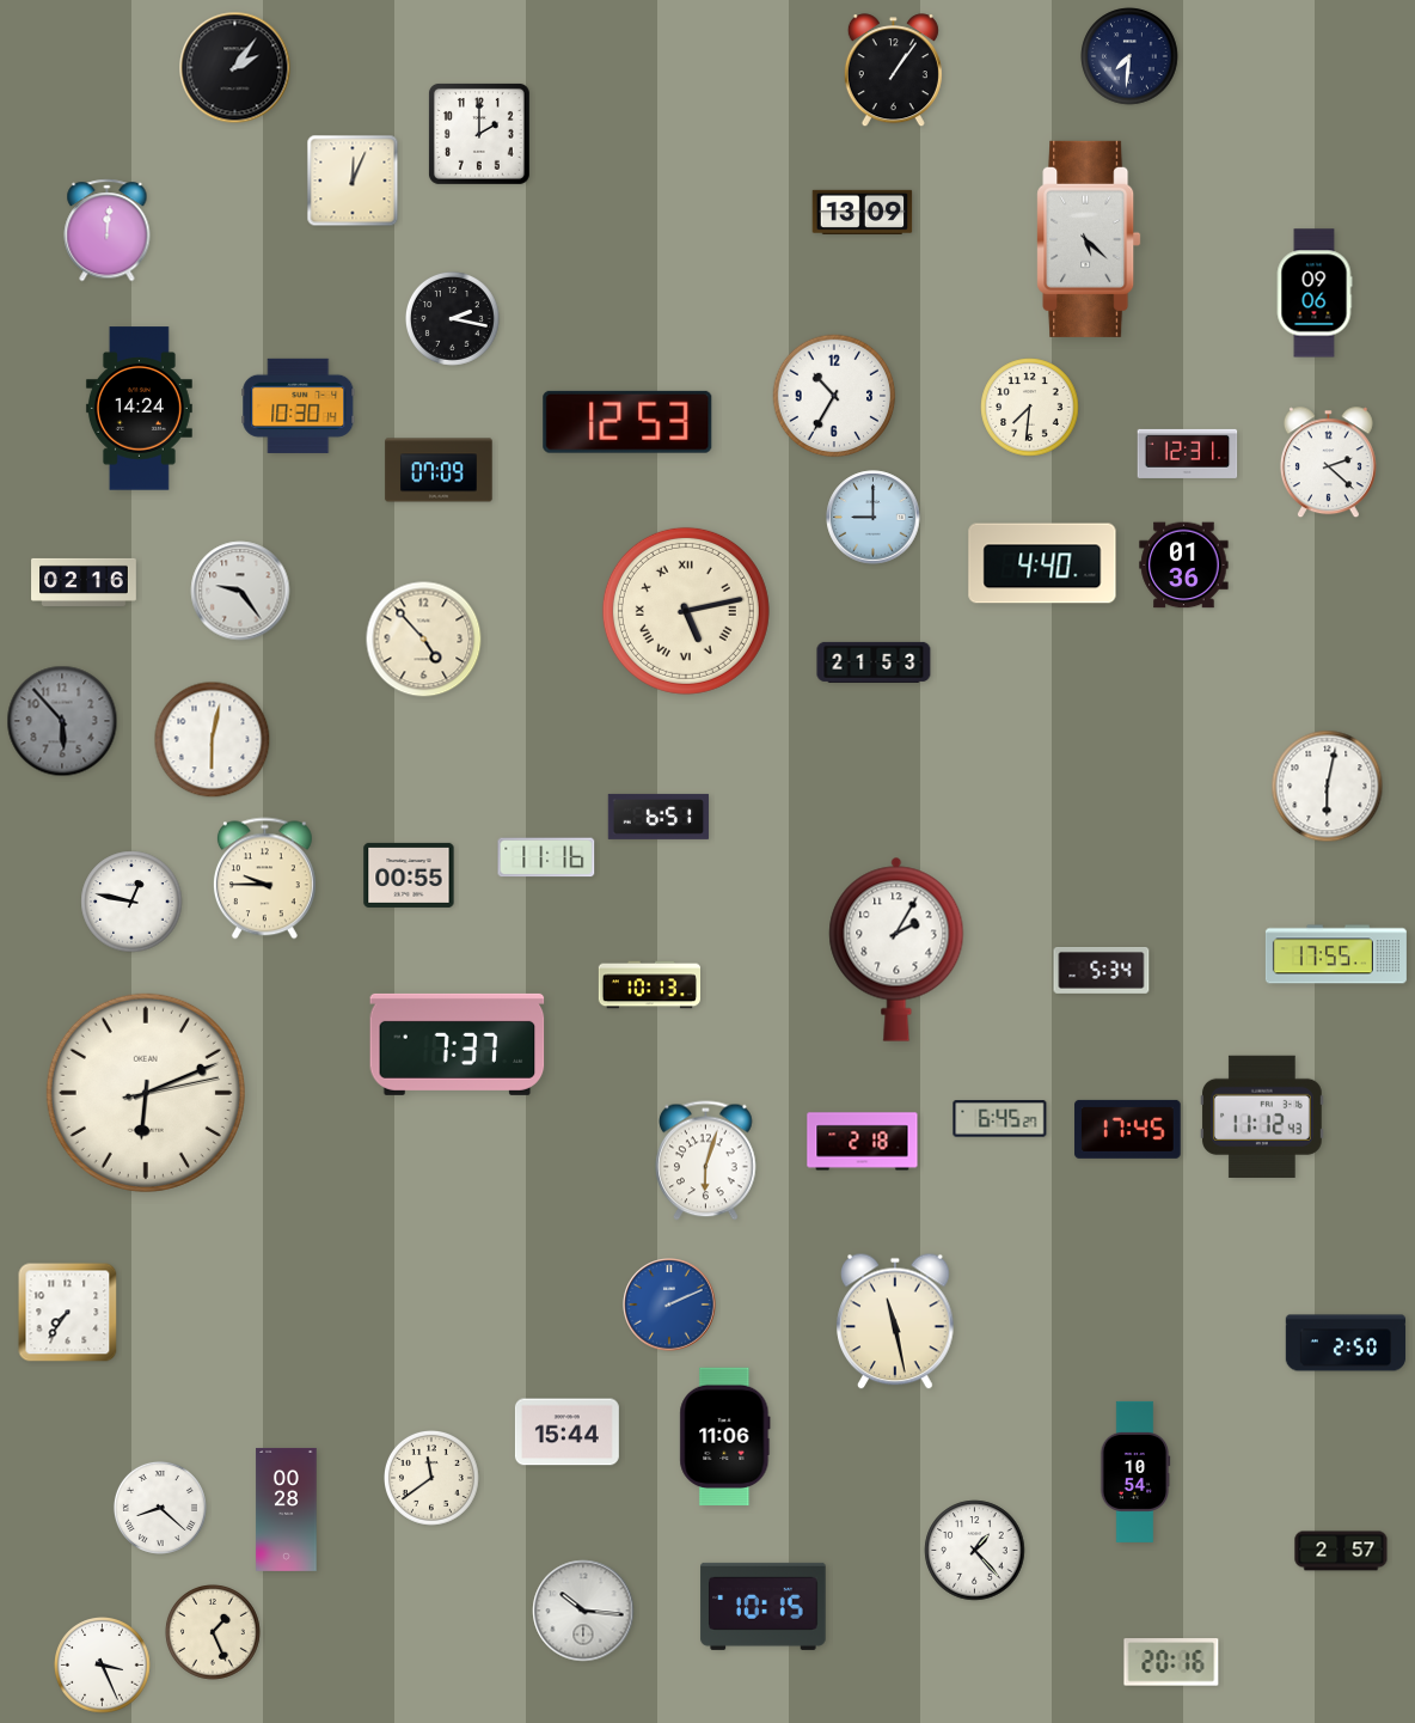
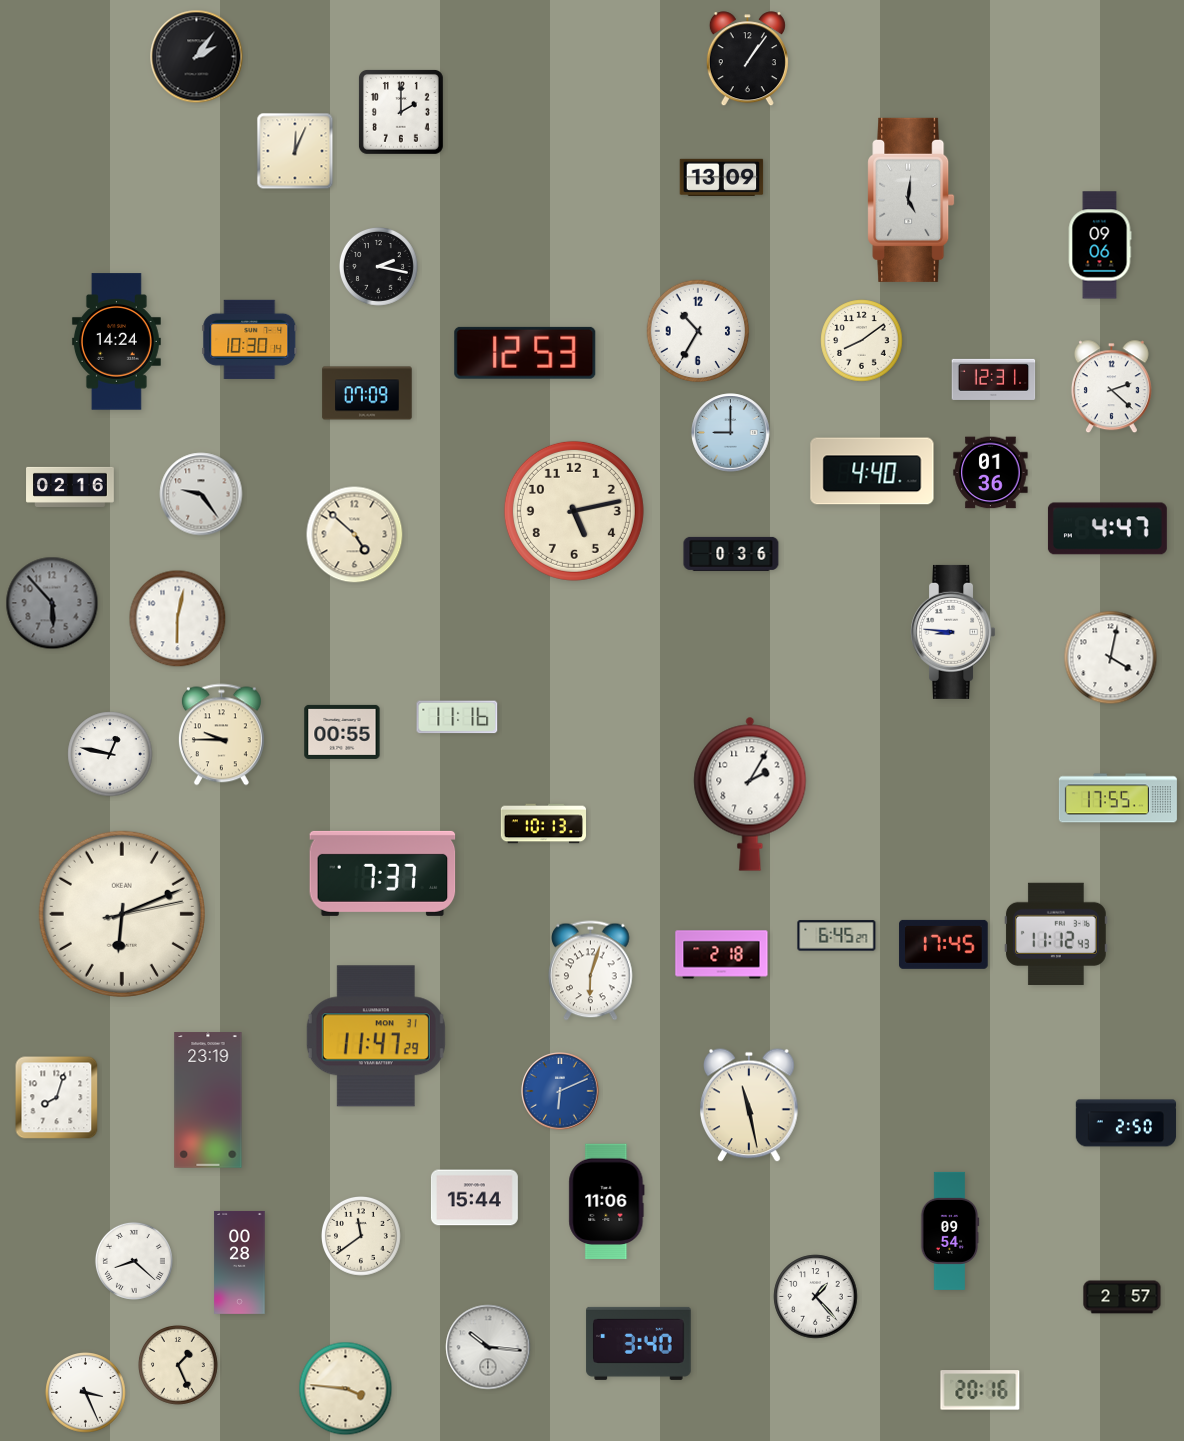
clock at (1129, 56): 7:31 -> none
clock at (108, 231): 12:01 -> none
clock at (1089, 239): 5:22 -> 5:01
clock at (1030, 408): 7:31 -> 8:09
clock at (686, 611) numerals: Roman -> Arabic
clock at (1107, 529): none -> 4:47
clock at (424, 640): 4:53 -> 4:52
clock at (874, 662): 21:53 -> 0:36
clock at (953, 632): none -> 8:46
clock at (1328, 787): 6:02 -> 4:02
clock at (659, 817): 6:51 -> none
clock at (1102, 971): 5:34 -> none
clock at (376, 1036): none -> 11:47
clock at (669, 1305): 2:11 -> 6:11
clock at (68, 1313): 7:36 -> 8:03
clock at (208, 1100): none -> 23:19
clock at (1135, 1472): 10:54 -> 09:54
clock at (764, 1606): 10:15 -> 3:40
clock at (346, 1389): none -> 3:46
